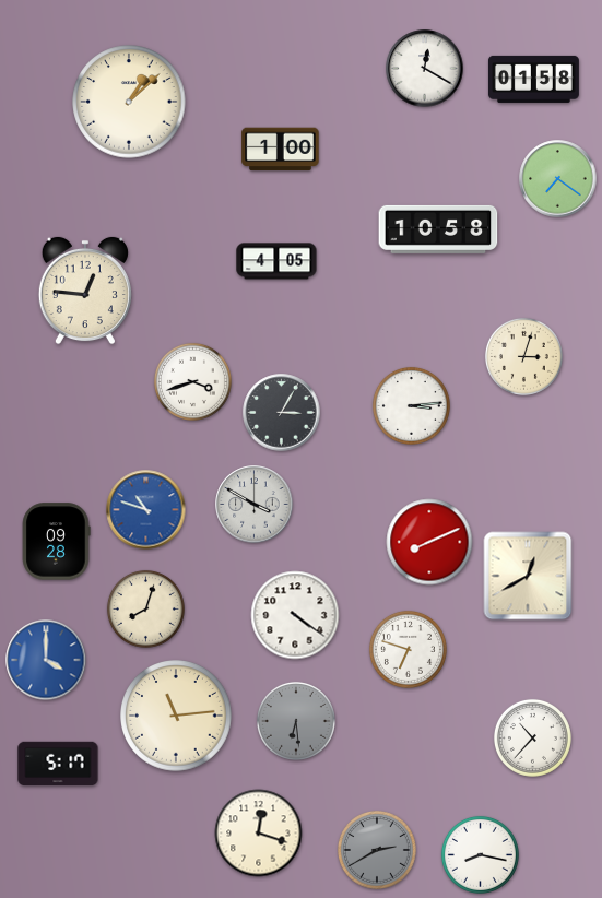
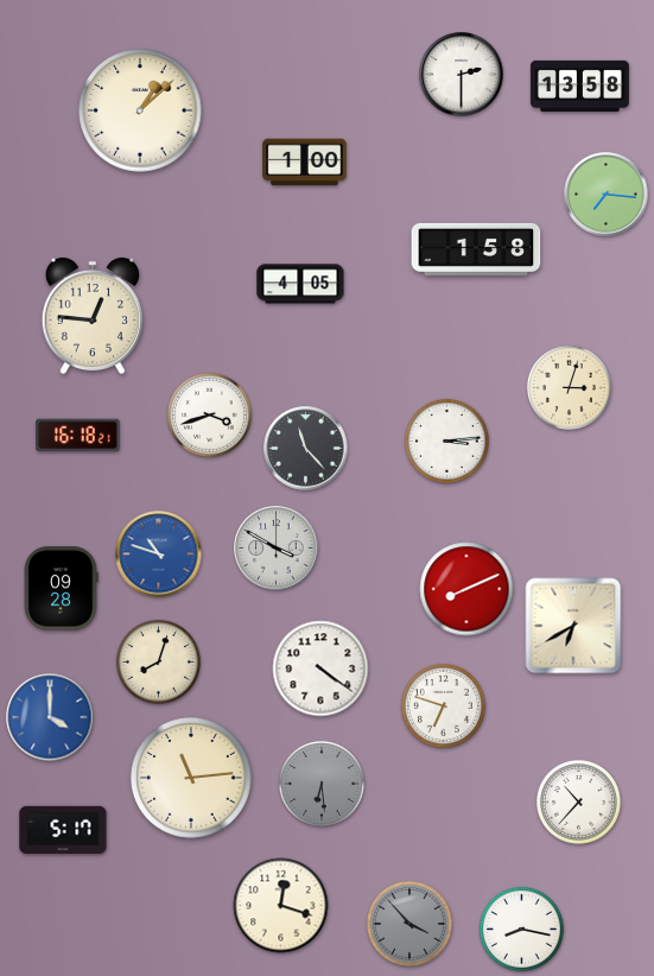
clock at (425, 69): 12:20 -> 2:30
clock at (533, 79): 01:58 -> 13:58
clock at (558, 179): 7:21 -> 7:16
clock at (438, 229): 10:58 -> 1:58
clock at (78, 436): none -> 16:18
clock at (282, 413): 3:05 -> 11:23
clock at (528, 576): 12:40 -> 6:40
clock at (377, 850): 2:40 -> 3:53
